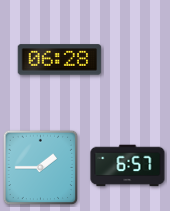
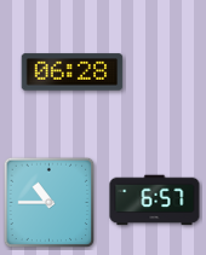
clock at (41, 168): 1:45 -> 10:45
